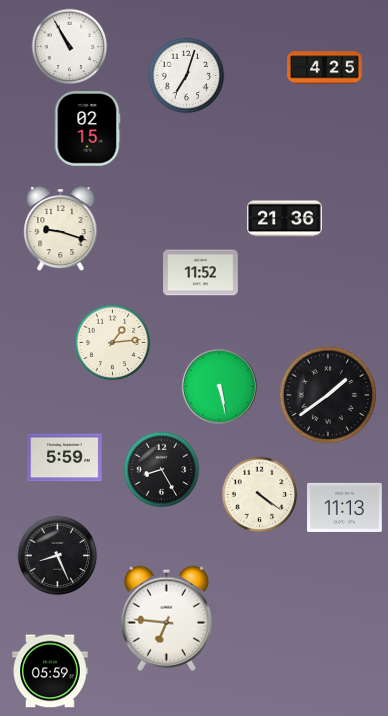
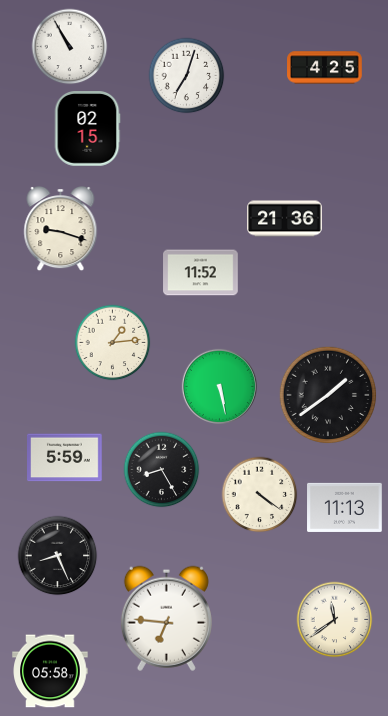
clock at (335, 620): none -> 11:39
clock at (50, 671): 05:59 -> 05:58
